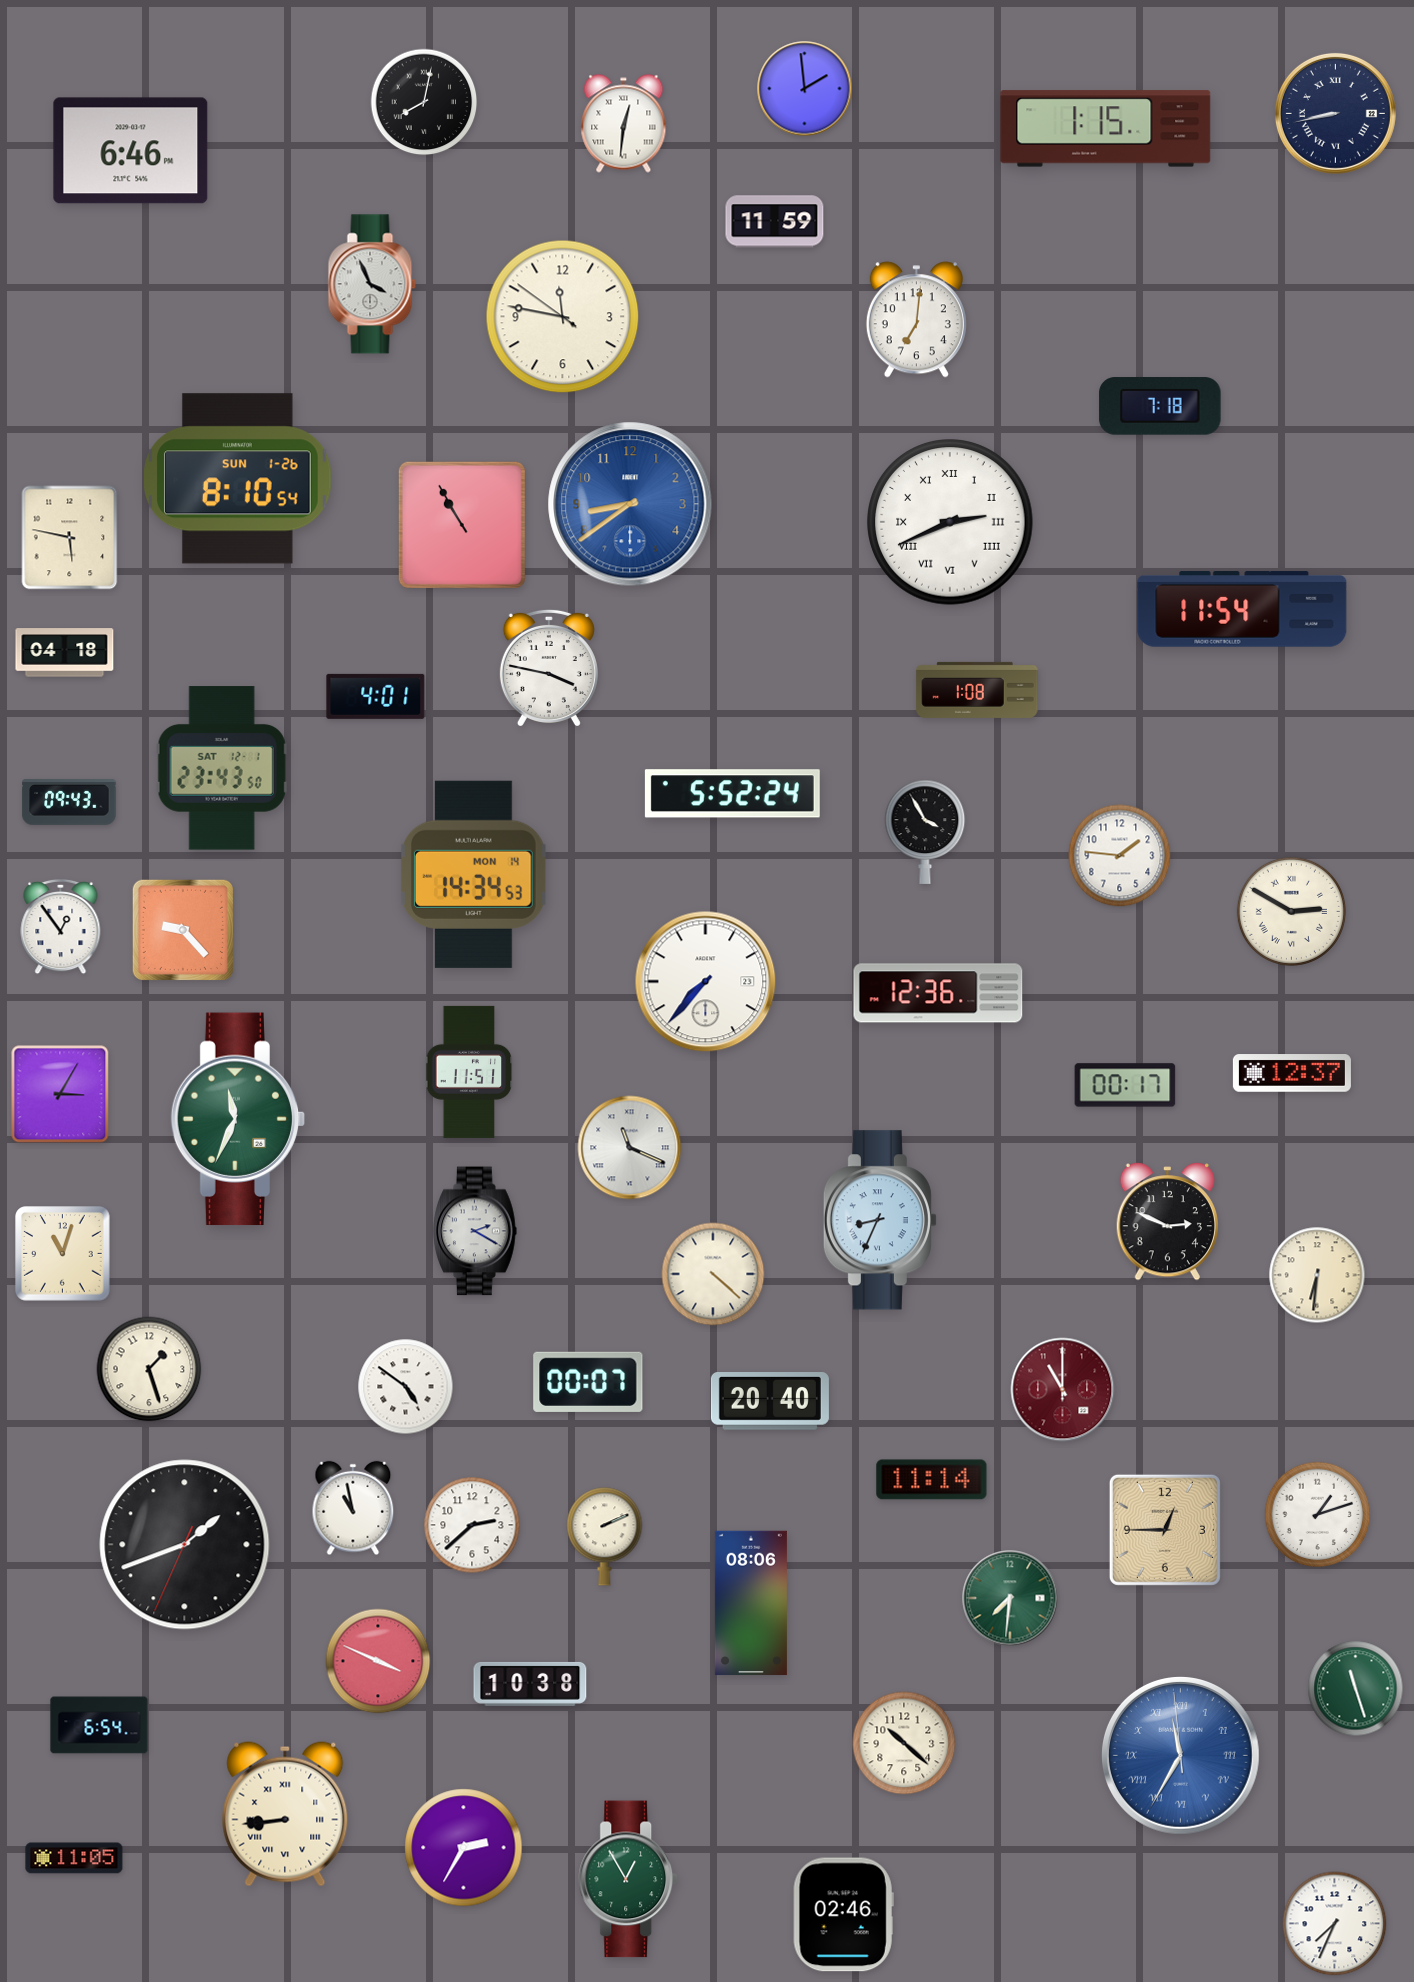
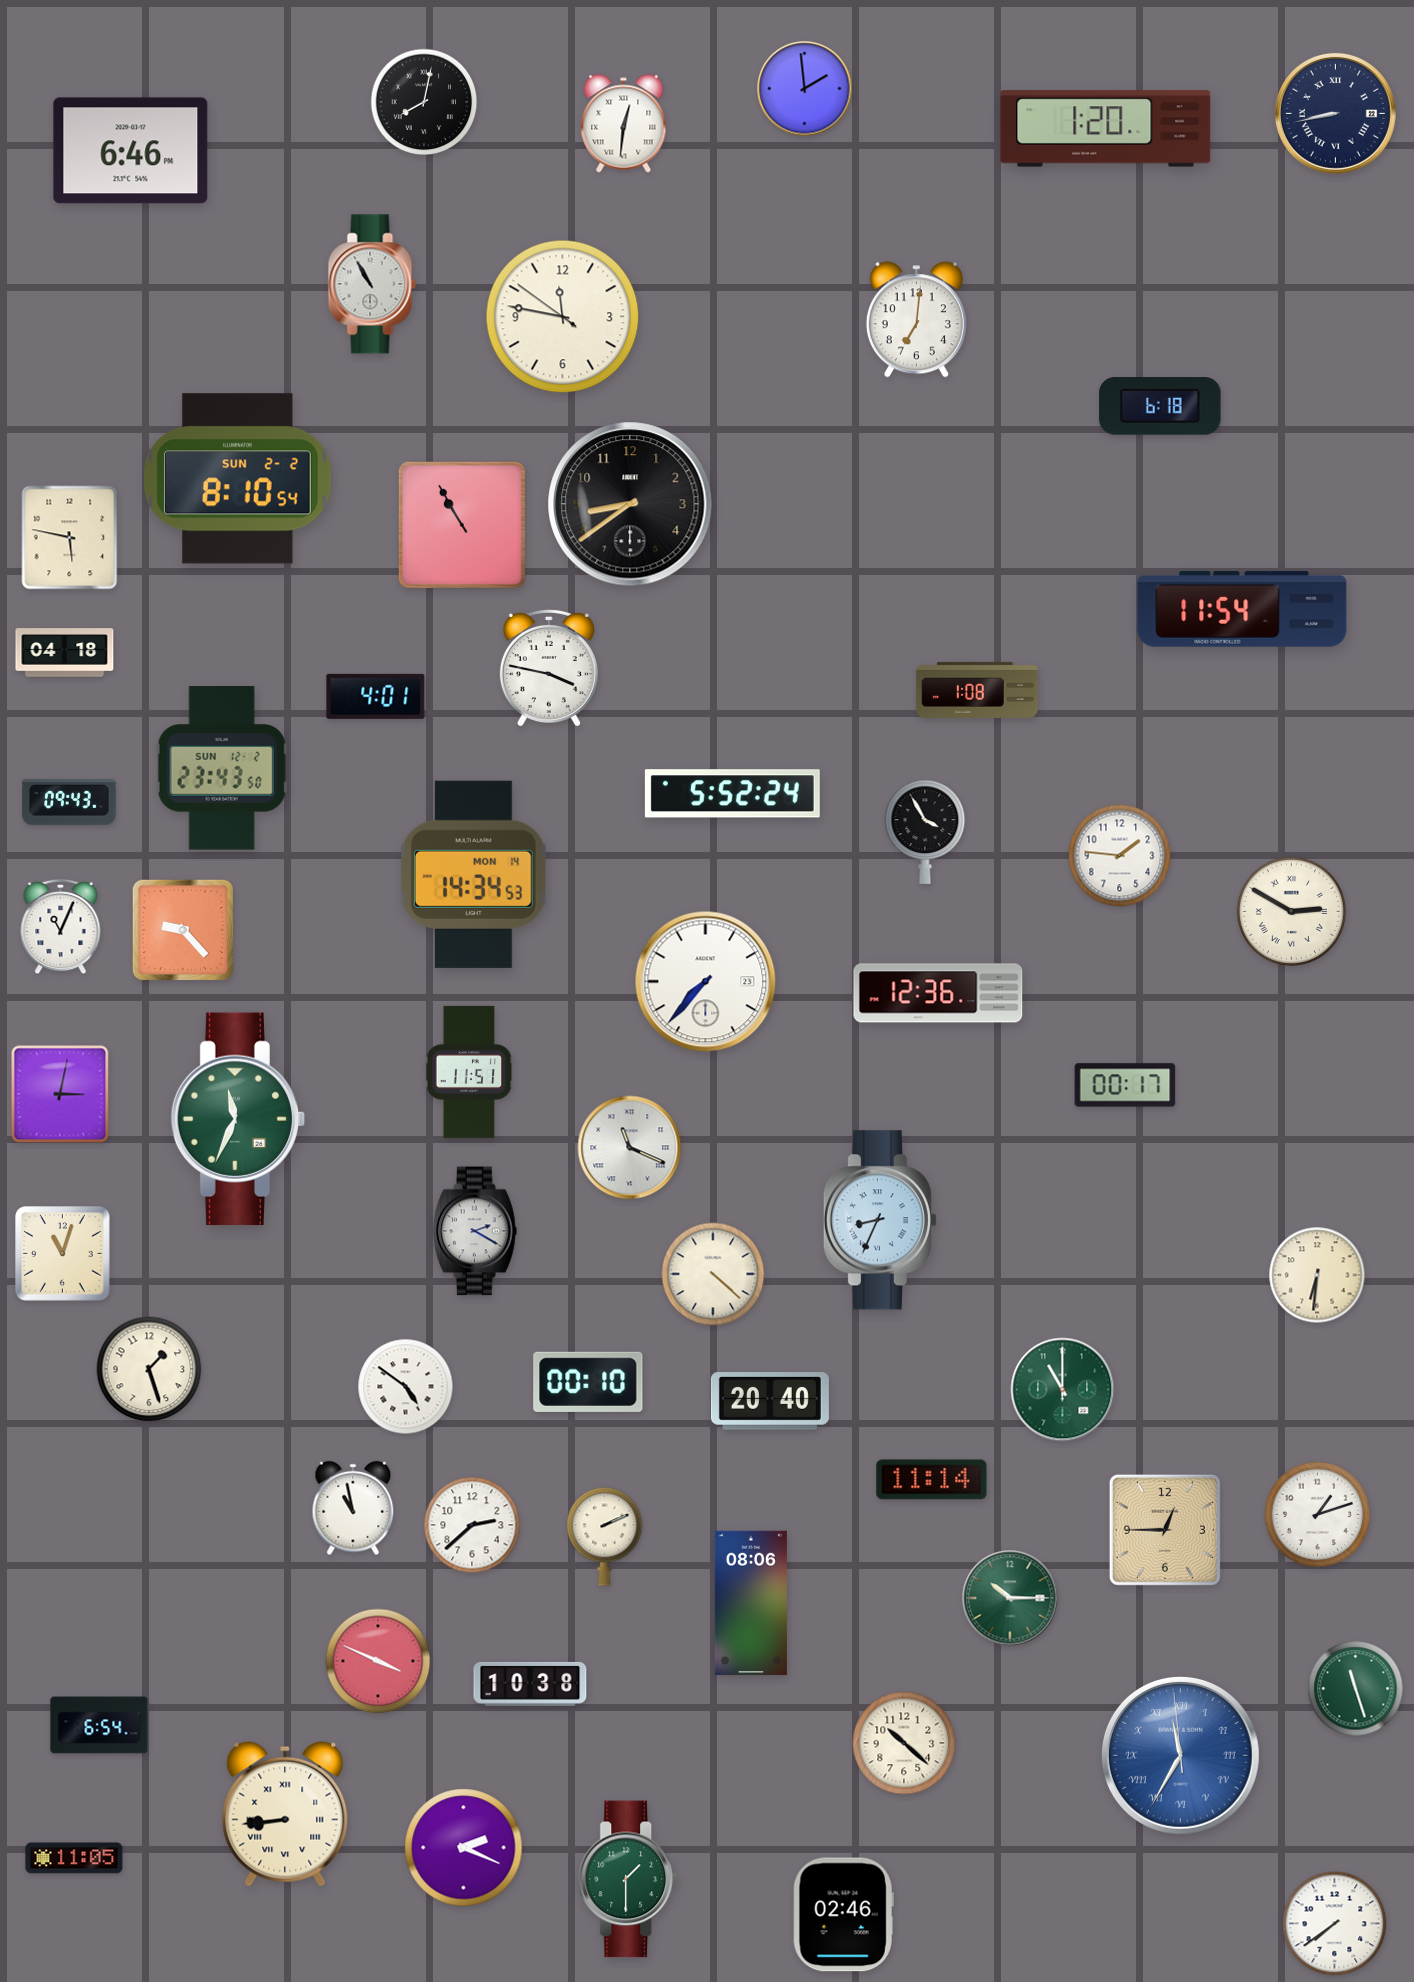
clock at (1106, 129): 1:15 -> 1:20
clock at (775, 222): 11:59 -> none
clock at (372, 284): 3:56 -> 10:55
clock at (1160, 406): 7:18 -> 6:18
clock at (238, 479) date: SUN 1-26 -> SUN 2-2
clock at (630, 504) dial: blue -> black
clock at (950, 522): 2:41 -> none
clock at (222, 768) date: SAT 12-1 -> SUN 12-2
clock at (61, 927): 12:54 -> 11:04
clock at (1292, 1073): 12:37 -> none
clock at (60, 1094): 3:05 -> 3:02
clock at (1167, 1222): 2:49 -> none
clock at (588, 1382): 00:07 -> 00:10
clock at (1063, 1390) dial: burgundy -> green
clock at (185, 1545): 1:41 -> none
clock at (1010, 1598): 7:31 -> 10:15
clock at (464, 1848): 2:35 -> 2:19
clock at (629, 1879): 12:55 -> 1:30
clock at (1335, 1924): 7:34 -> 7:39
